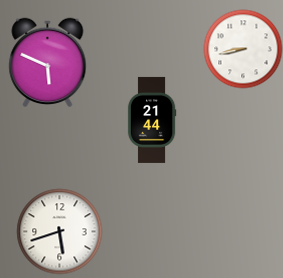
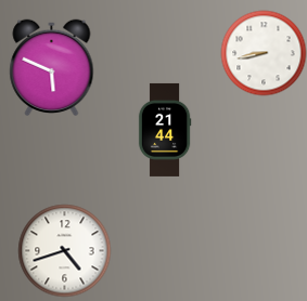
clock at (59, 231): 5:42 -> 4:42
